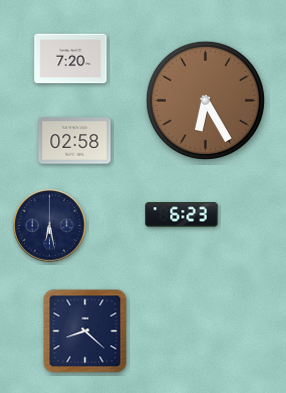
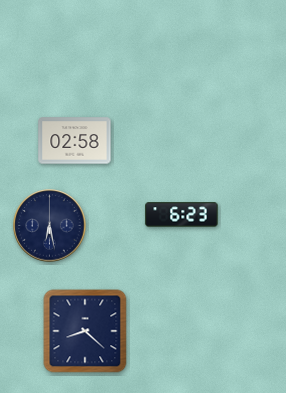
clock at (71, 59): 7:20 -> none
clock at (205, 100): 6:25 -> none
